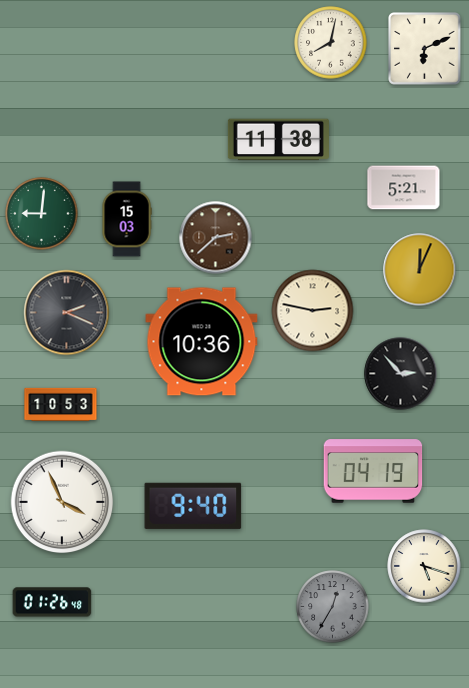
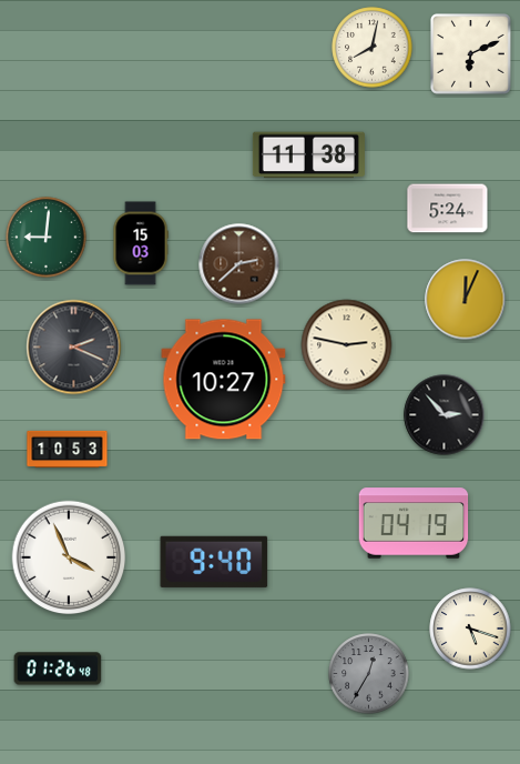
clock at (331, 43) position: (331, 43) -> (373, 48)
clock at (404, 188): 5:21 -> 5:24
clock at (202, 342): 10:36 -> 10:27
